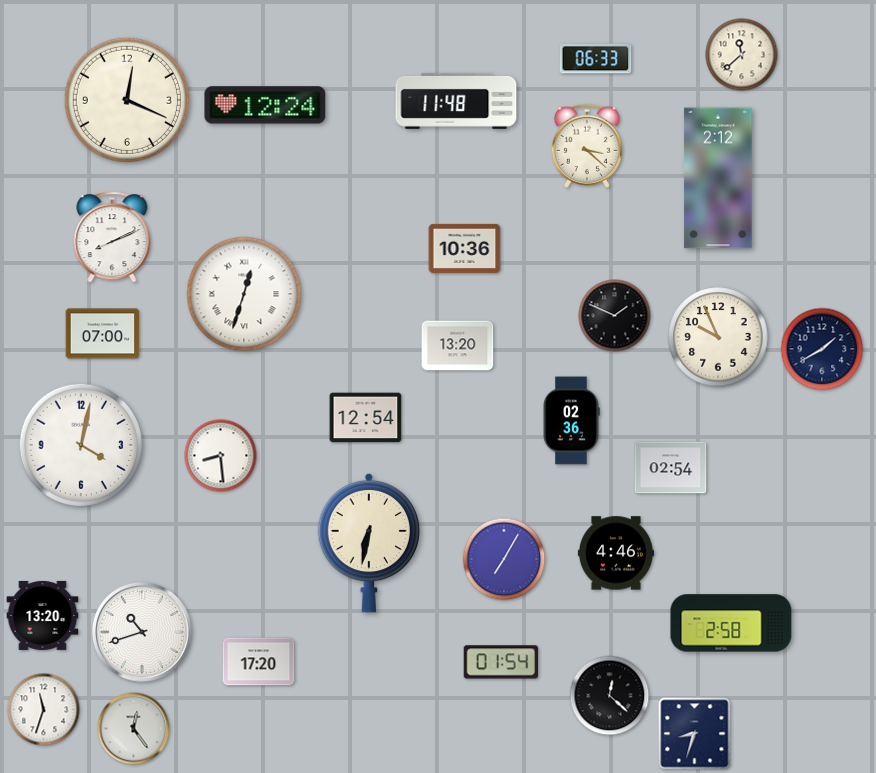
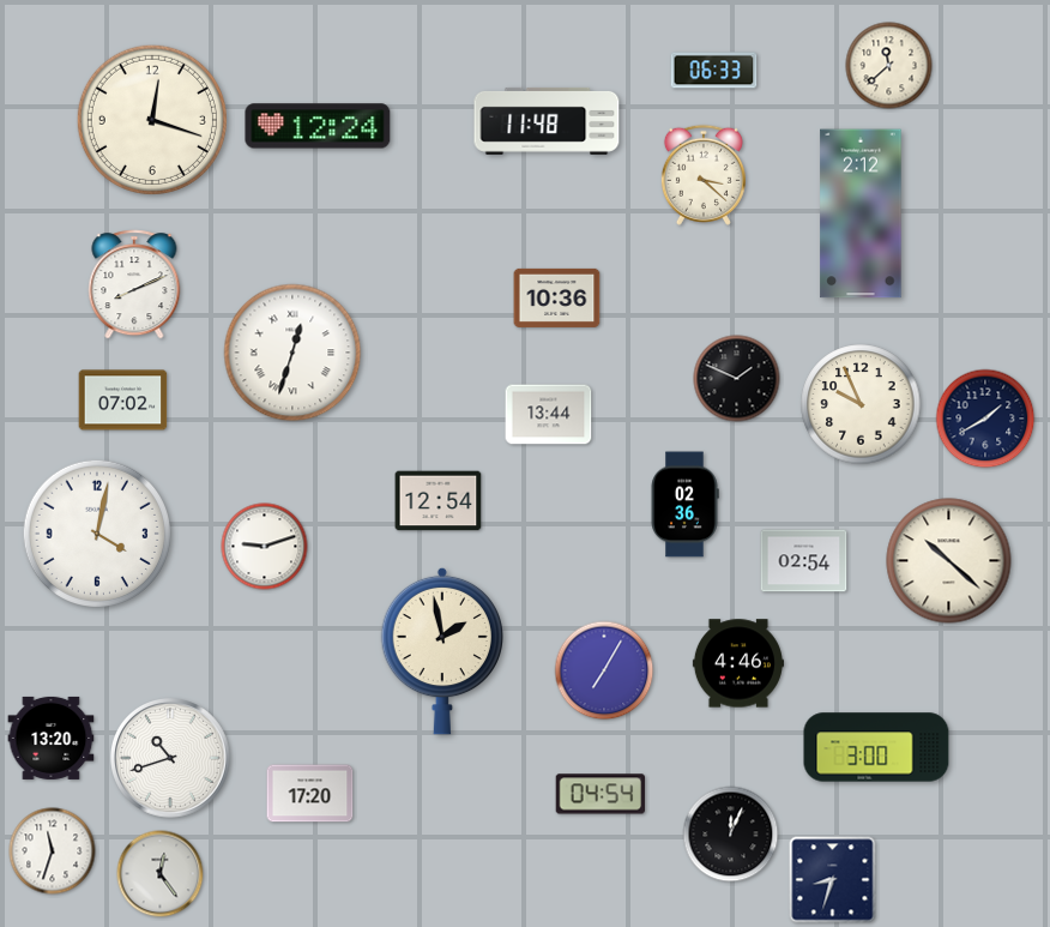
clock at (127, 100): 12:19 -> 12:18
clock at (103, 334): 07:00 -> 07:02
clock at (458, 346): 13:20 -> 13:44
clock at (221, 456): 8:29 -> 9:12
clock at (949, 561): none -> 10:22
clock at (368, 543): 6:32 -> 1:58
clock at (731, 623): 2:58 -> 3:00
clock at (501, 662): 01:54 -> 04:54
clock at (610, 696): 12:22 -> 12:04
